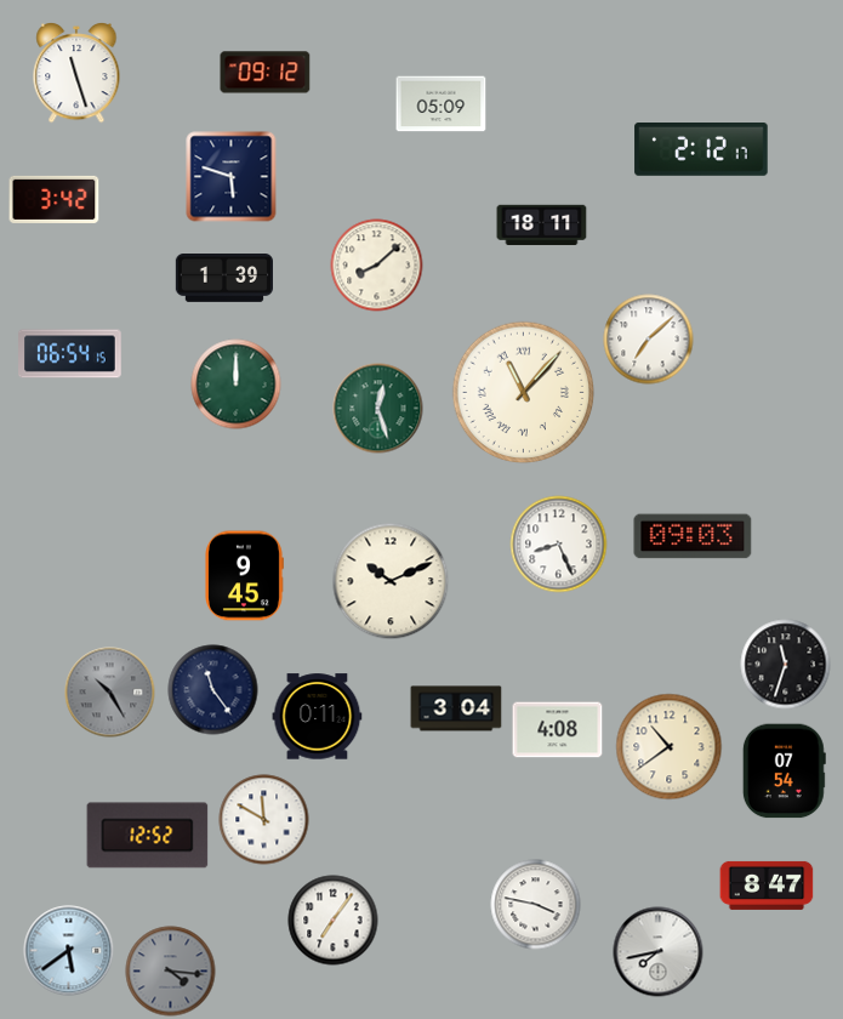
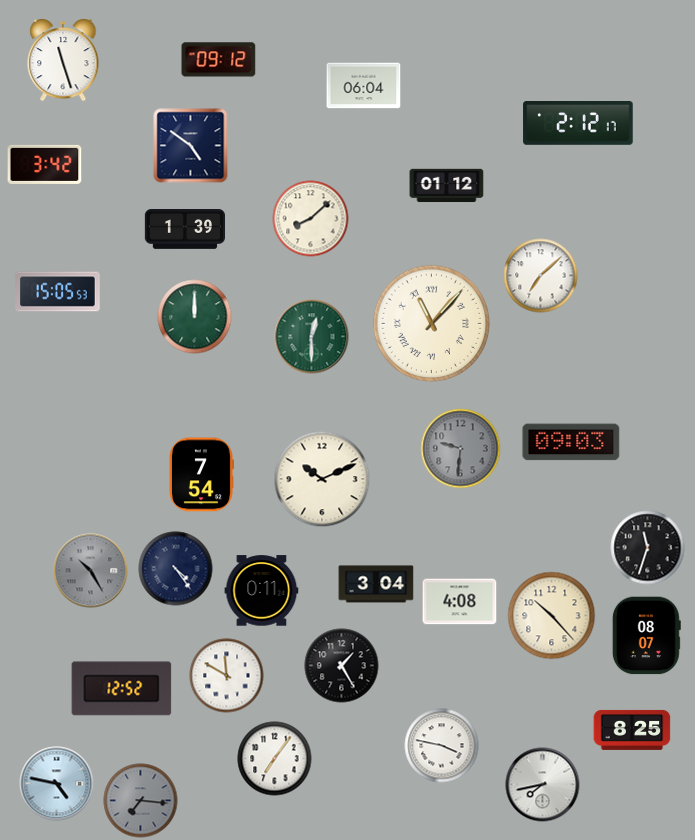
clock at (442, 104): 05:09 -> 06:04
clock at (232, 177): 5:48 -> 4:51
clock at (542, 226): 18:11 -> 01:12
clock at (649, 340) position: (649, 340) -> (541, 276)
clock at (70, 354): 06:54 -> 15:05
clock at (378, 409): 12:27 -> 12:30
clock at (559, 545): 8:26 -> 9:31
clock at (559, 545) dial: white -> grey
clock at (244, 576): 9:45 -> 7:54
clock at (213, 690): 11:24 -> 4:24
clock at (670, 747): 10:39 -> 10:23
clock at (784, 772): 07:54 -> 08:07
clock at (342, 666): none -> 1:25
clock at (264, 820) position: (264, 820) -> (227, 676)
clock at (767, 886): 8:47 -> 8:25
clock at (69, 951): 5:39 -> 4:47
clock at (171, 972): 4:16 -> 7:16
